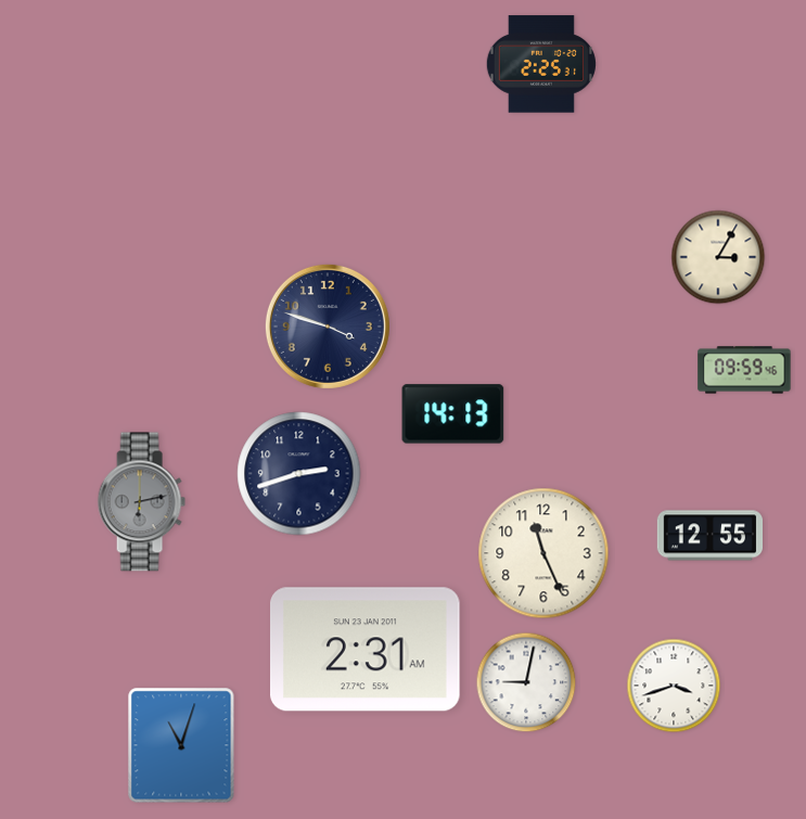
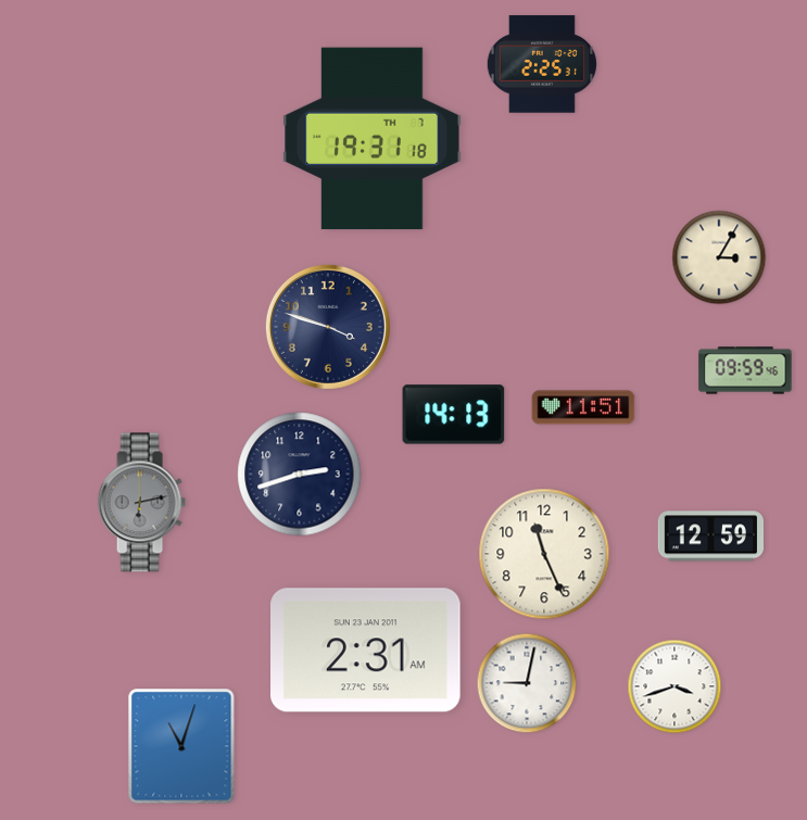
clock at (373, 139): none -> 19:31
clock at (583, 407): none -> 11:51
clock at (709, 536): 12:55 -> 12:59
